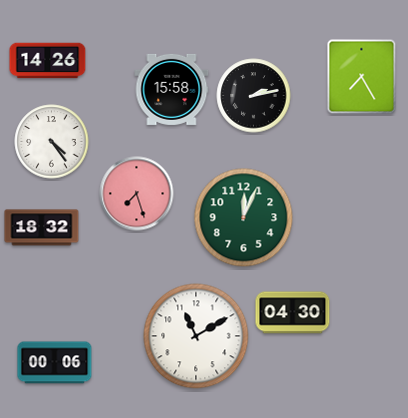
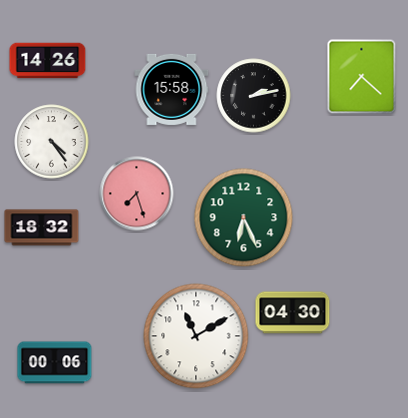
clock at (362, 77): 7:25 -> 7:22
clock at (244, 218): 12:04 -> 6:26
